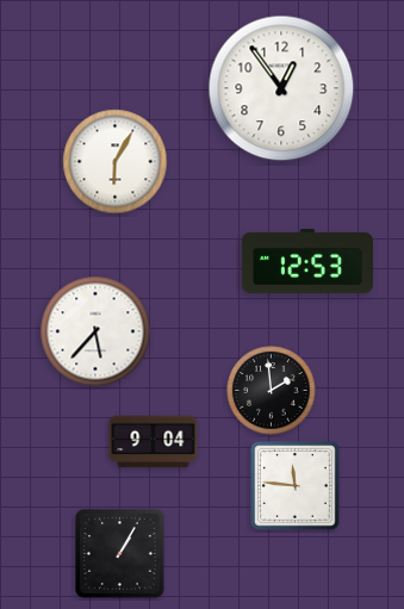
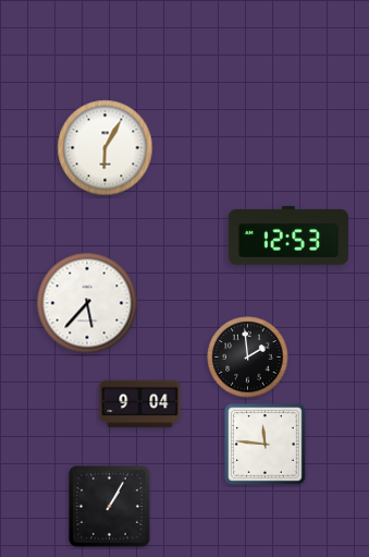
clock at (281, 88): 12:54 -> none
clock at (307, 261) position: (307, 261) -> (288, 235)
clock at (296, 486) position: (296, 486) -> (266, 445)
